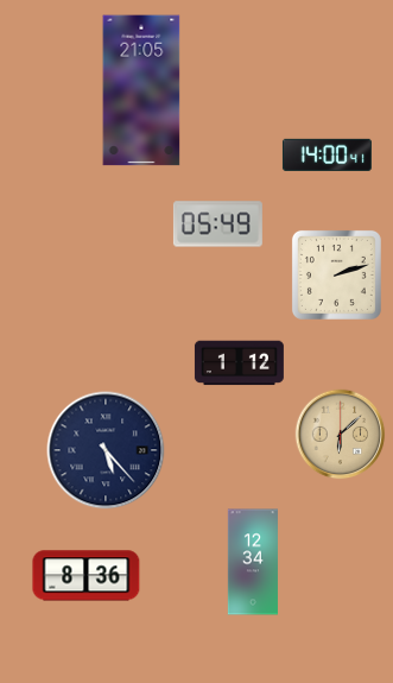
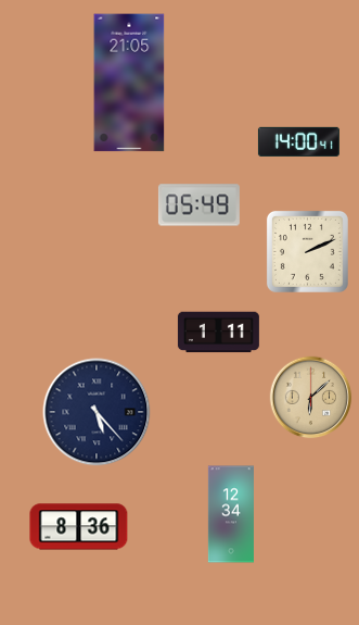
clock at (336, 274): 2:12 -> 2:11
clock at (239, 363): 1:12 -> 1:11
